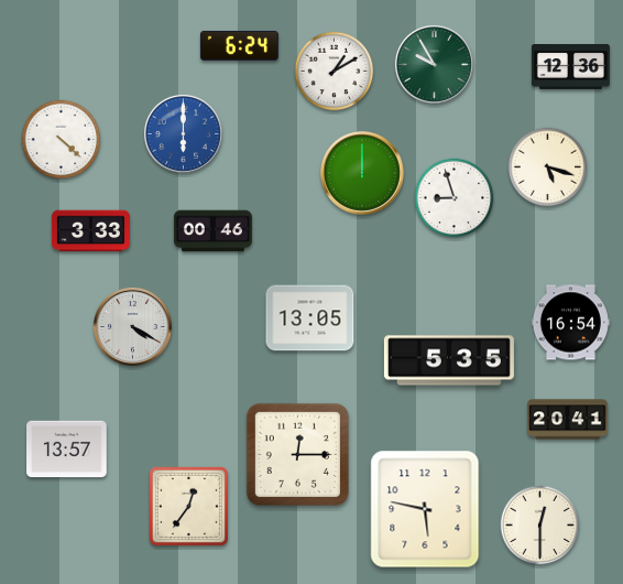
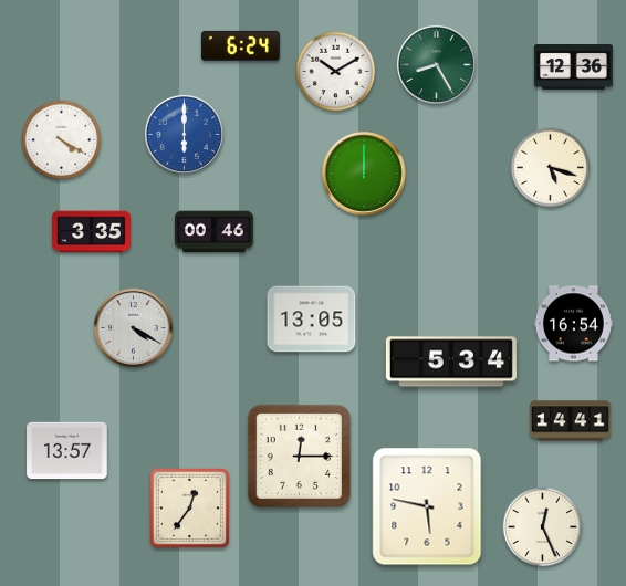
clock at (434, 64): 9:55 -> 8:25
clock at (335, 72): 1:10 -> 10:10
clock at (62, 140): 4:22 -> 4:20
clock at (455, 198): 8:57 -> none
clock at (90, 231): 3:33 -> 3:35
clock at (449, 360): 5:35 -> 5:34
clock at (568, 420): 20:41 -> 14:41
clock at (425, 509) position: (425, 509) -> (427, 506)
clock at (540, 526): 12:30 -> 12:26
